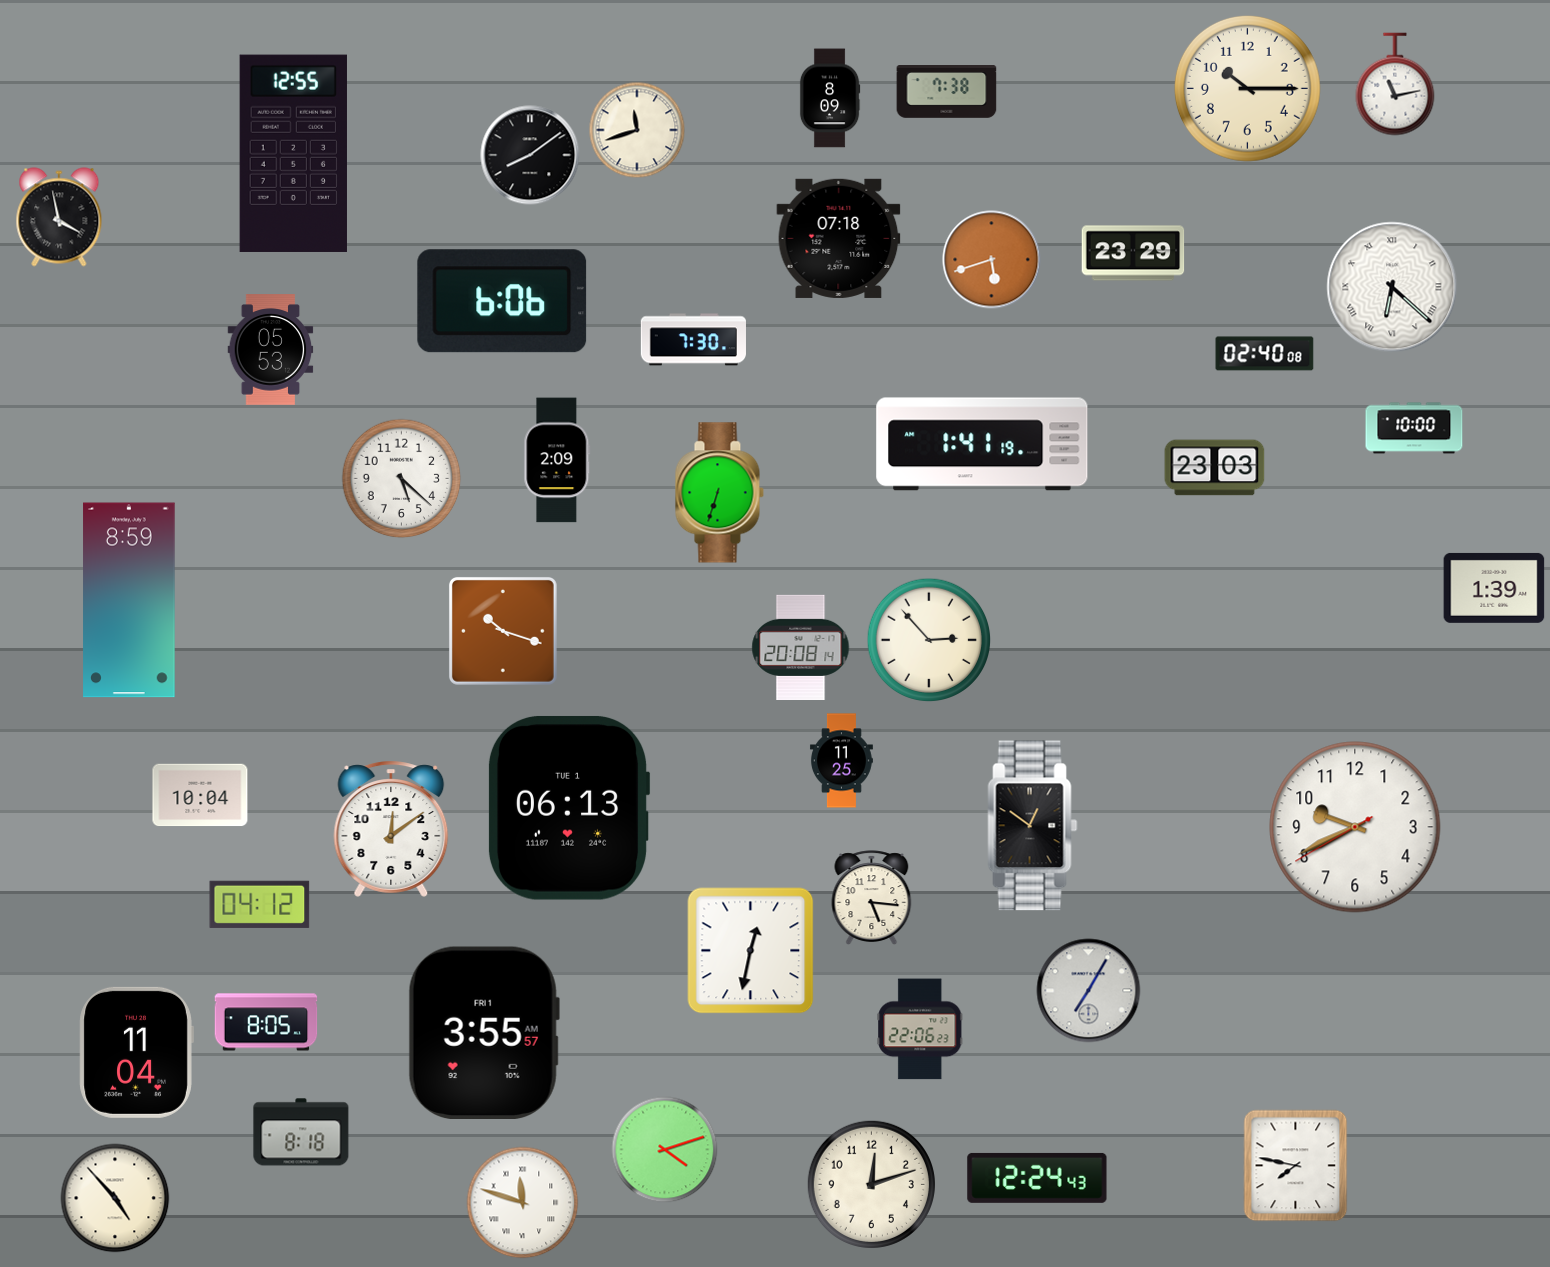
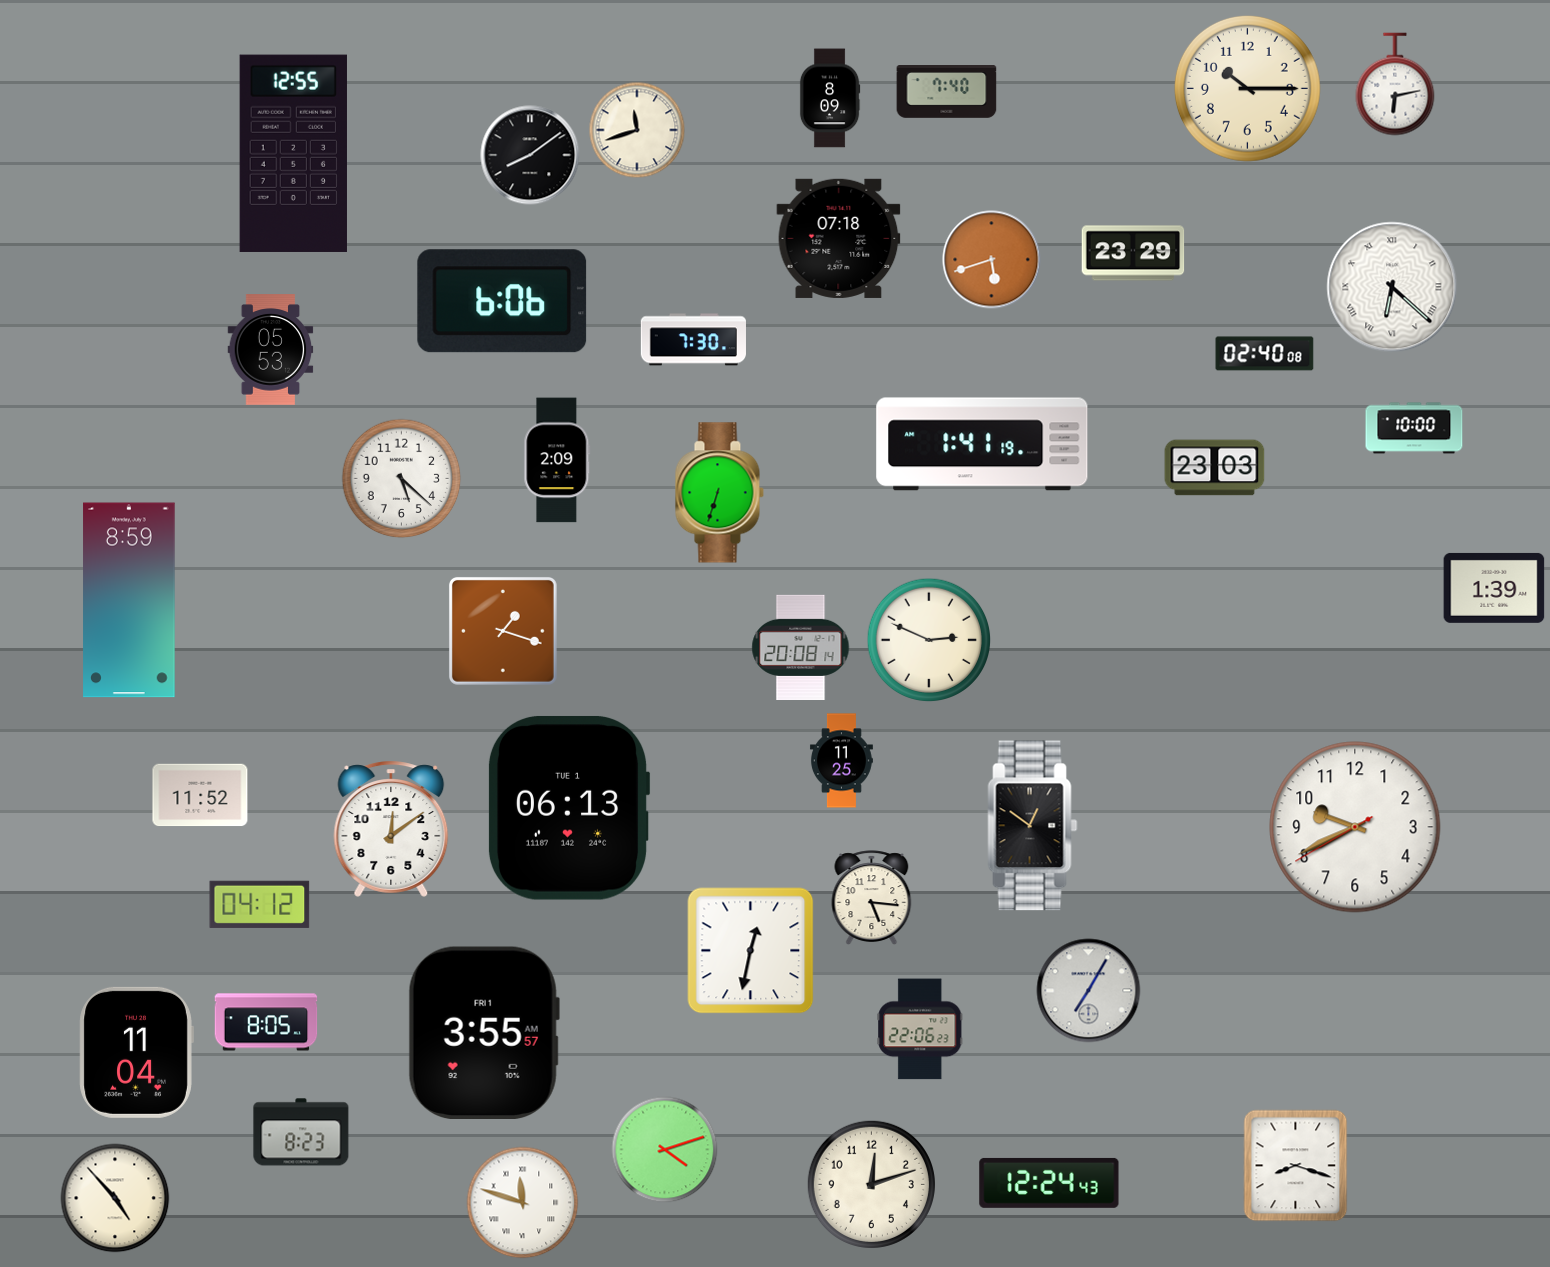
clock at (1395, 84): 11:13 -> 6:13
clock at (947, 92): 7:38 -> 7:40
clock at (59, 217): 3:58 -> none
clock at (503, 631): 10:18 -> 1:18
clock at (929, 640): 2:53 -> 2:49
clock at (200, 795): 10:04 -> 11:52
clock at (301, 1132): 8:18 -> 8:23
clock at (1296, 1166): 7:47 -> 8:18
clock at (1037, 1178) position: (1037, 1178) -> (1049, 1183)
